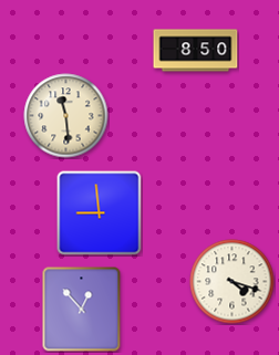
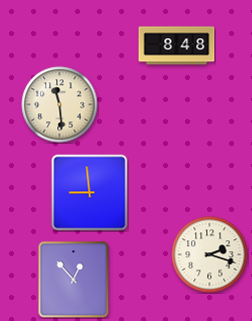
clock at (196, 51): 8:50 -> 8:48
clock at (232, 282): 4:18 -> 2:18
